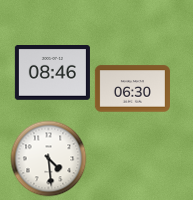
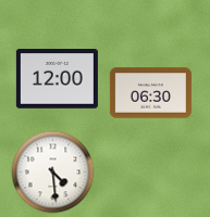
clock at (52, 73): 08:46 -> 12:00
clock at (132, 89) position: (132, 89) -> (150, 93)
